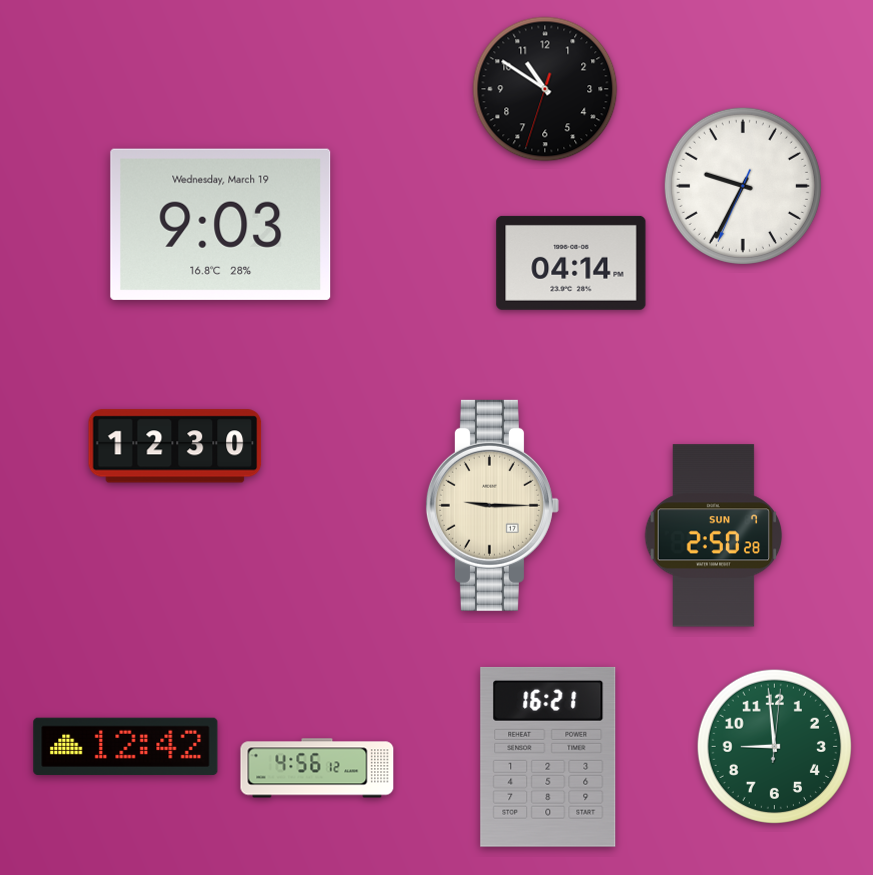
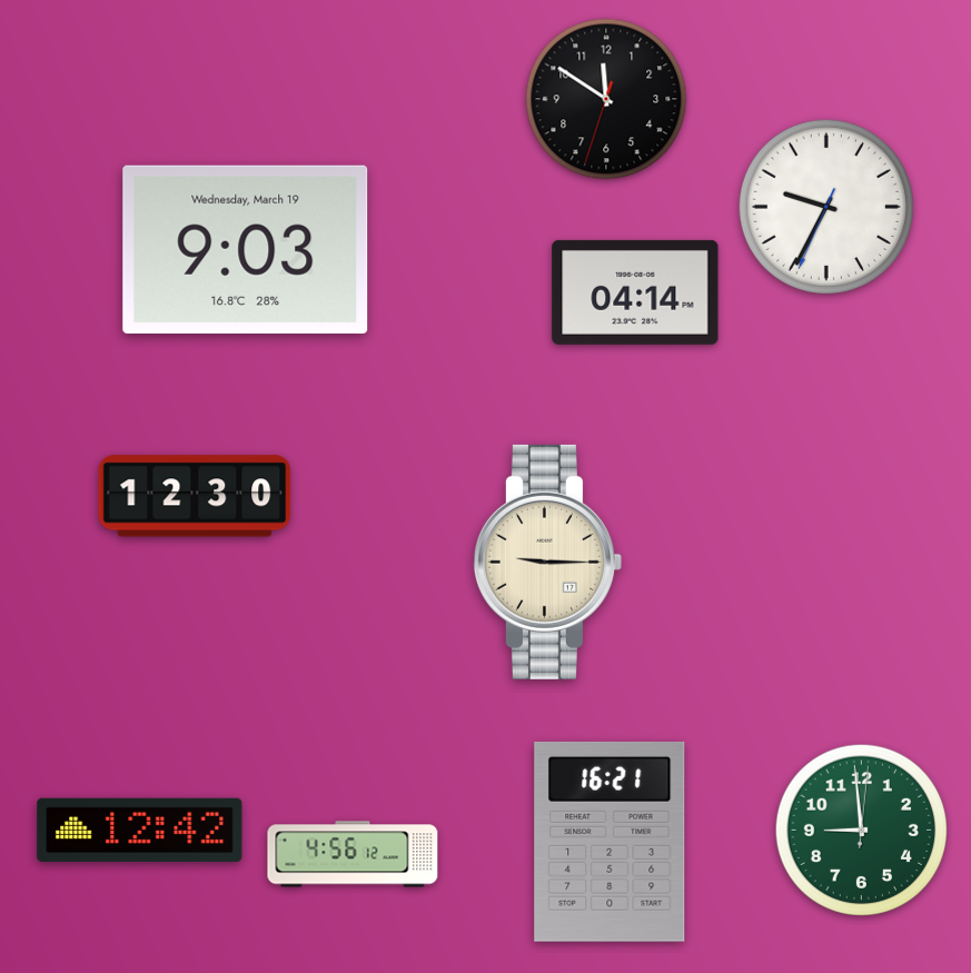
clock at (545, 89): 10:50 -> 11:50
clock at (714, 536): 2:50 -> none
